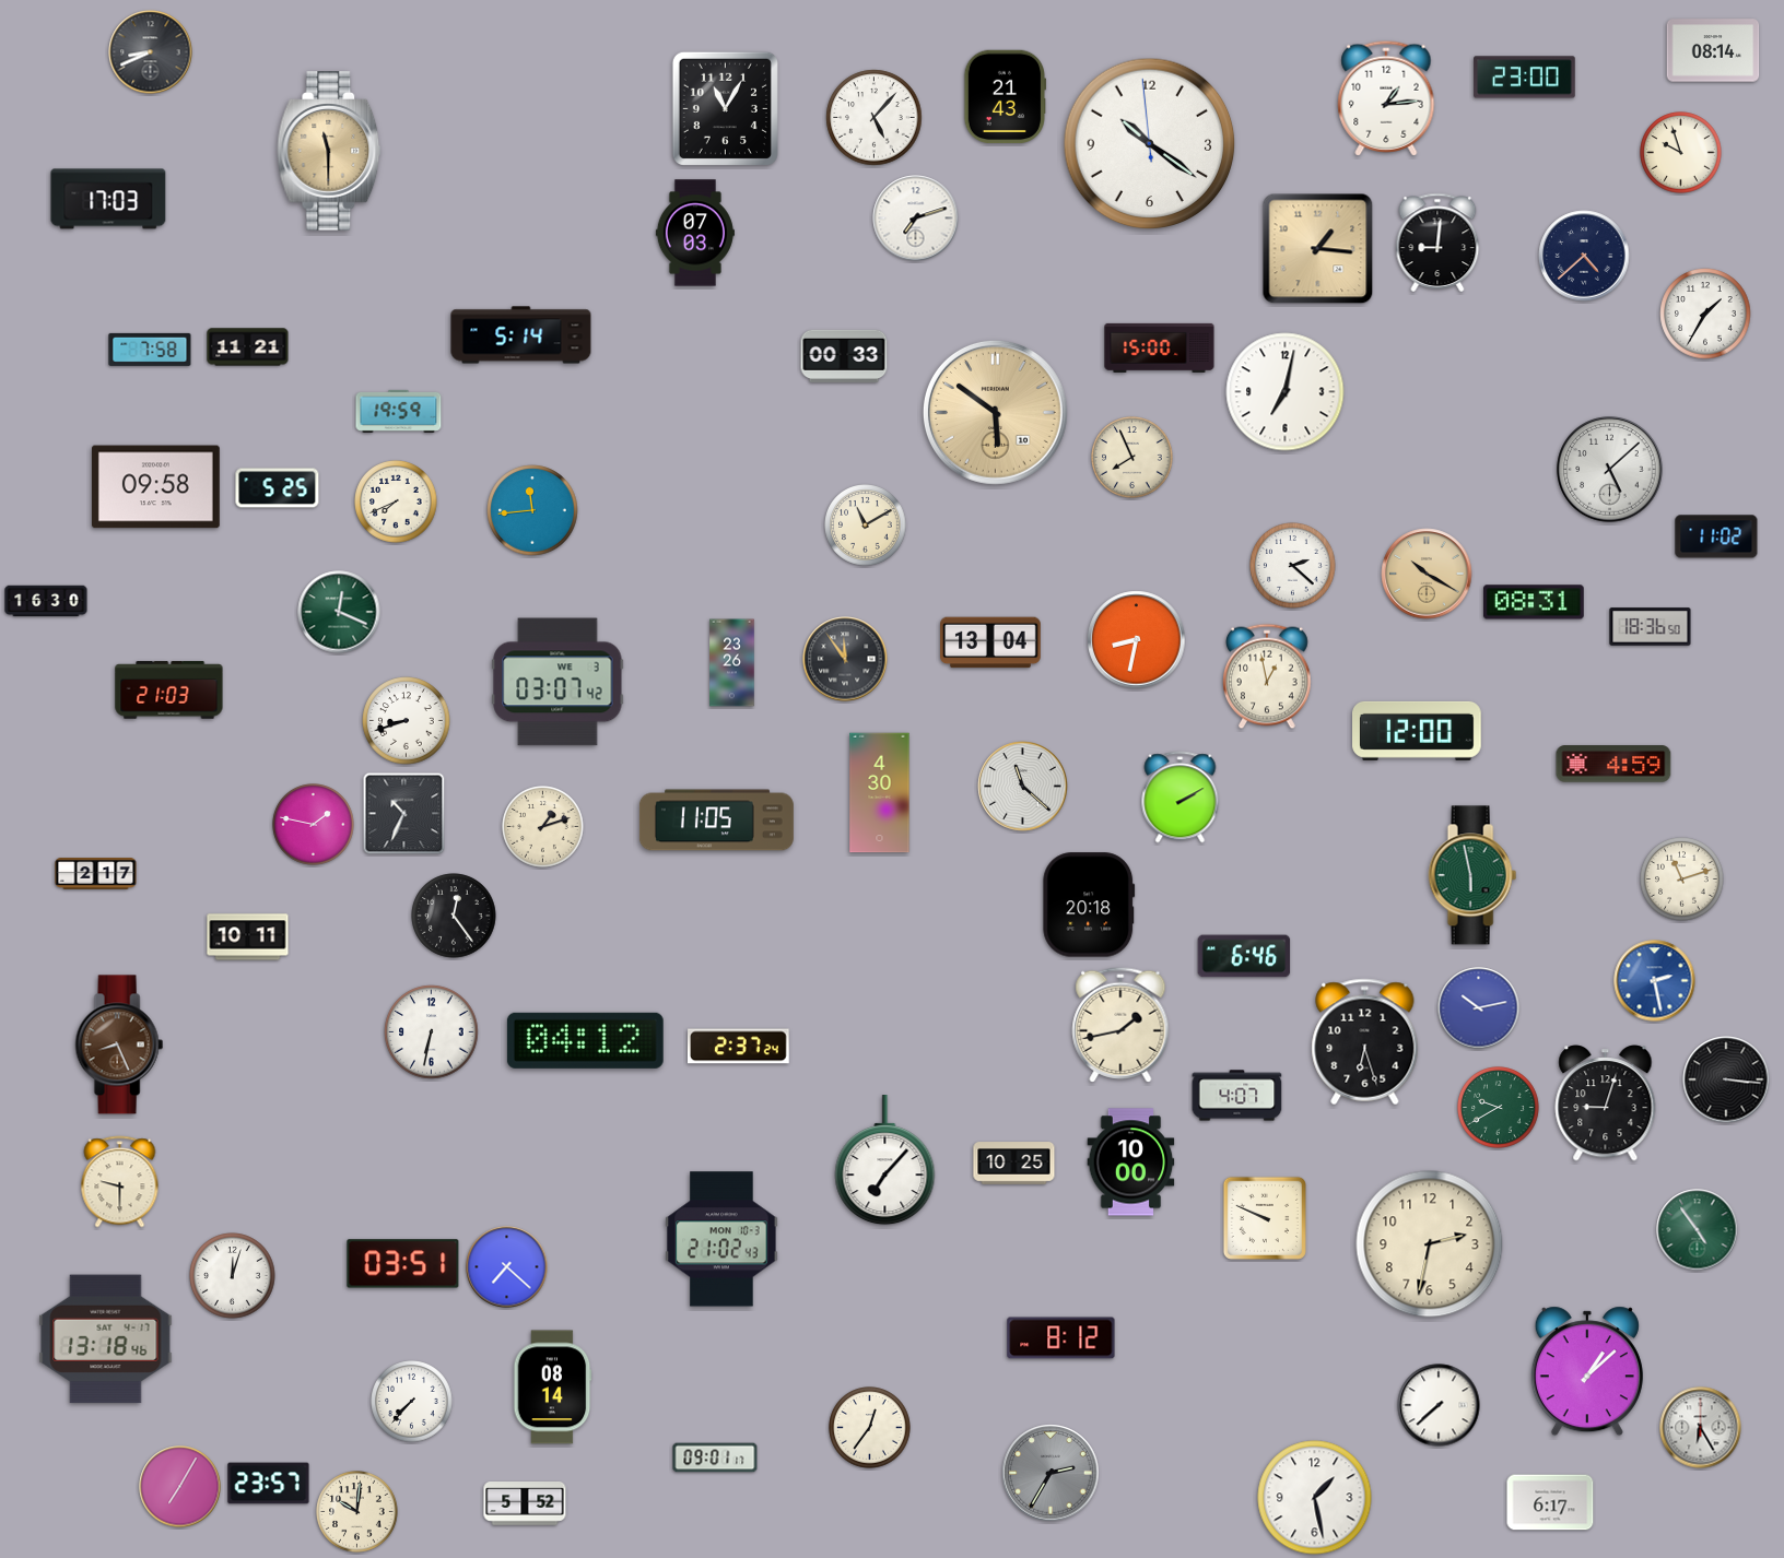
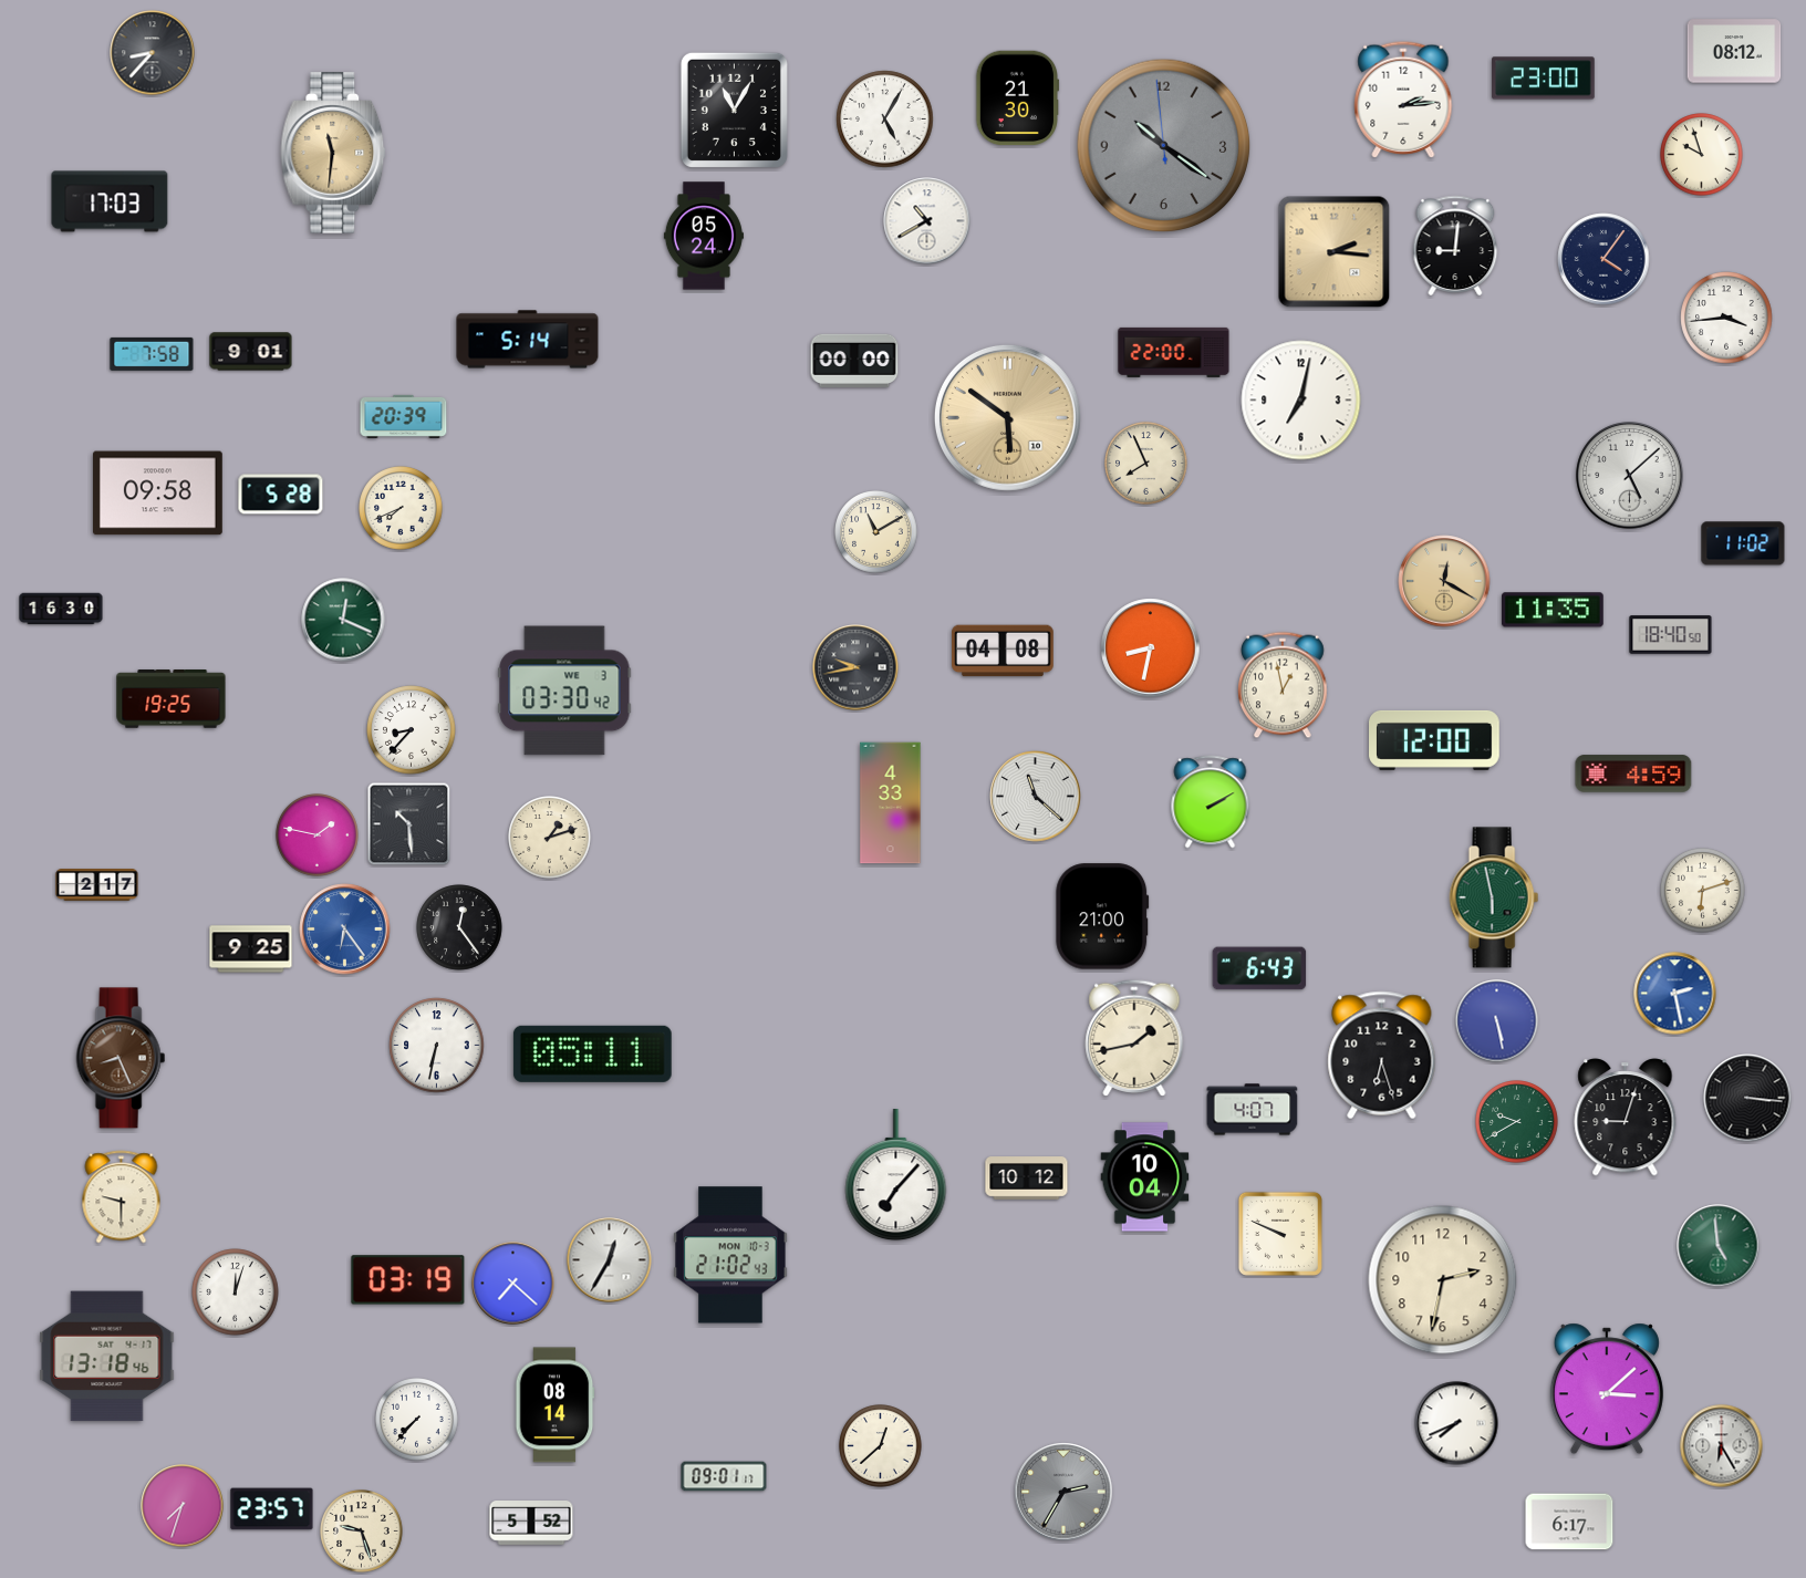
clock at (1713, 50): 08:14 -> 08:12
clock at (151, 52): 8:41 -> 8:37
clock at (1005, 97): 21:43 -> 21:30
clock at (1386, 98): 1:14 -> 2:14
clock at (875, 118): 5:07 -> 5:05
clock at (1150, 144) dial: white -> grey
clock at (329, 151): 11:30 -> 11:31
clock at (916, 219): 7:12 -> 10:40
clock at (695, 233): 07:03 -> 05:24
clock at (1318, 249): 1:16 -> 2:16
clock at (1584, 256): 4:38 -> 4:06
clock at (1705, 314): 1:35 -> 3:44
clock at (248, 347): 11:21 -> 9:01
clock at (1160, 347): 15:00 -> 22:00
clock at (844, 356): 00:33 -> 00:00
clock at (1286, 392) position: (1286, 392) -> (1301, 401)
clock at (399, 411): 19:59 -> 20:39
clock at (278, 488): 5:25 -> 5:28
clock at (532, 510): 11:44 -> none
clock at (1716, 536) position: (1716, 536) -> (1743, 543)
clock at (1293, 566): 2:22 -> none
clock at (1427, 574): 10:20 -> 12:20
clock at (46, 601) position: (46, 601) -> (61, 609)
clock at (1534, 602): 08:31 -> 11:35
clock at (1651, 627): 18:36 -> 18:40
clock at (991, 642): 13:04 -> 04:08
clock at (845, 659): 11:54 -> 9:43
clock at (732, 663): 23:26 -> none
clock at (557, 682): 03:07 -> 03:30
clock at (169, 691): 21:03 -> 19:25
clock at (407, 721): 8:42 -> 8:37
clock at (880, 793): 4:30 -> 4:33
clock at (1181, 798) position: (1181, 798) -> (1211, 802)
clock at (404, 814): 10:34 -> 10:29
clock at (716, 821): 11:05 -> none
clock at (1472, 875) position: (1472, 875) -> (1494, 897)
clock at (1682, 880): 11:12 -> 6:12
clock at (1089, 905): 20:18 -> 21:00
clock at (345, 930): none -> 6:24
clock at (248, 937): 10:11 -> 9:25
clock at (1244, 956): 6:46 -> 6:43
clock at (1479, 1008): 10:13 -> 5:28
clock at (585, 1040): 04:12 -> 05:11
clock at (739, 1047): 2:37 -> none
clock at (1726, 1079) position: (1726, 1079) -> (1747, 1098)
clock at (1131, 1162): 10:00 -> 10:04
clock at (1014, 1164): 10:25 -> 10:12
clock at (1698, 1230): 4:54 -> 4:59
clock at (610, 1260): none -> 12:35
clock at (1430, 1244) position: (1430, 1244) -> (1443, 1280)
clock at (403, 1264): 03:51 -> 03:19
clock at (1061, 1338): 8:12 -> none
clock at (1587, 1371): 1:08 -> 3:08
clock at (553, 1388) position: (553, 1388) -> (556, 1405)
clock at (1439, 1405): 7:38 -> 7:41
clock at (870, 1428): 12:36 -> 12:38
clock at (269, 1484) position: (269, 1484) -> (272, 1509)
clock at (180, 1487): 7:05 -> 7:33
clock at (1315, 1498): 1:28 -> none
clock at (357, 1512): 10:01 -> 9:27
